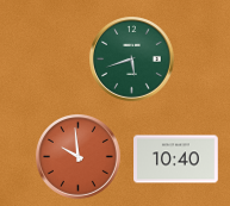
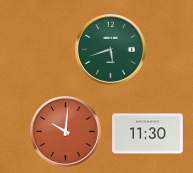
clock at (79, 157): 9:59 -> 10:01
clock at (176, 160): 10:40 -> 11:30
